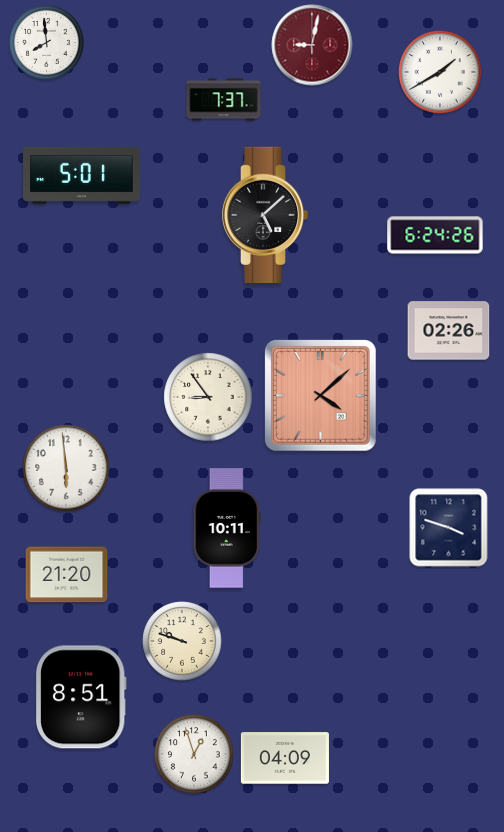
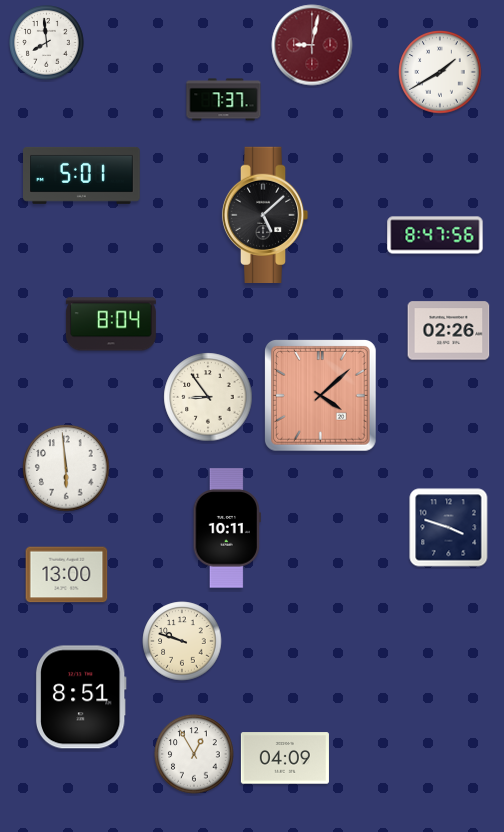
clock at (435, 235): 6:24 -> 8:47
clock at (111, 324): none -> 8:04
clock at (67, 575): 21:20 -> 13:00
clock at (194, 754): 12:57 -> 12:55
